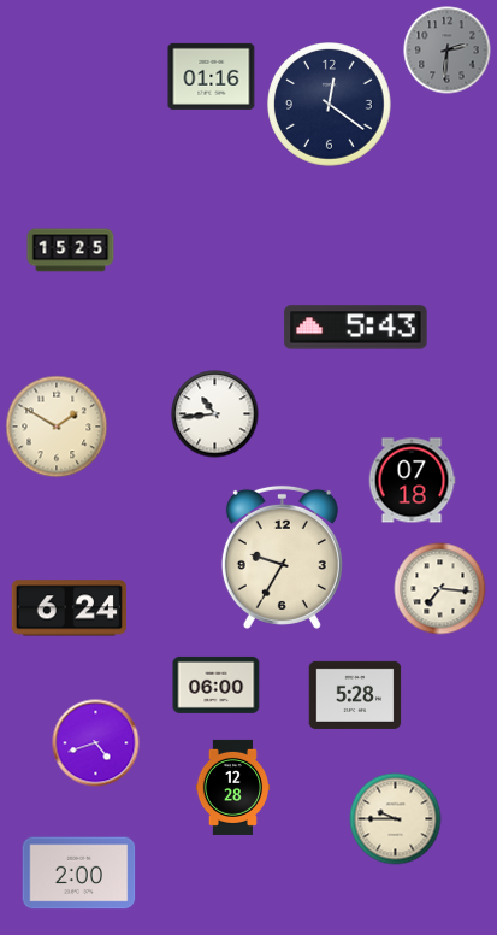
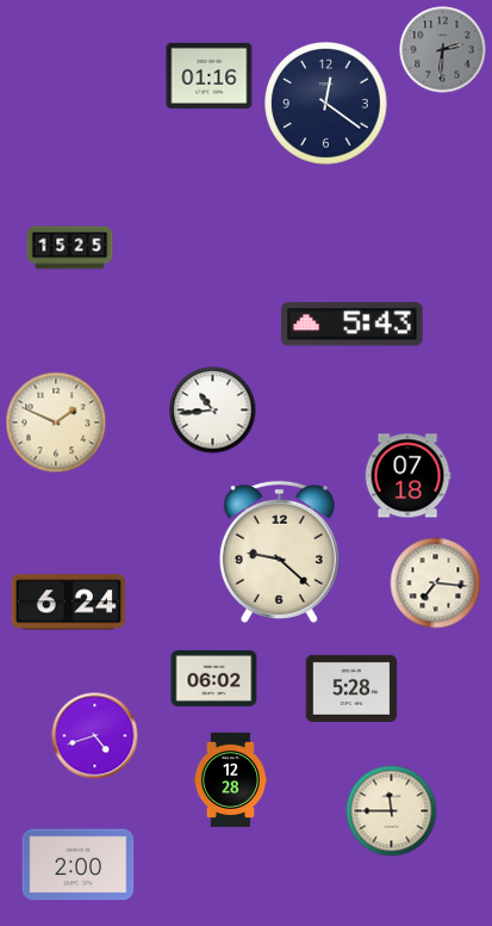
clock at (57, 427): 1:50 -> 1:49
clock at (282, 557): 9:35 -> 9:22
clock at (217, 684): 06:00 -> 06:02
clock at (396, 819): 9:45 -> 11:45
